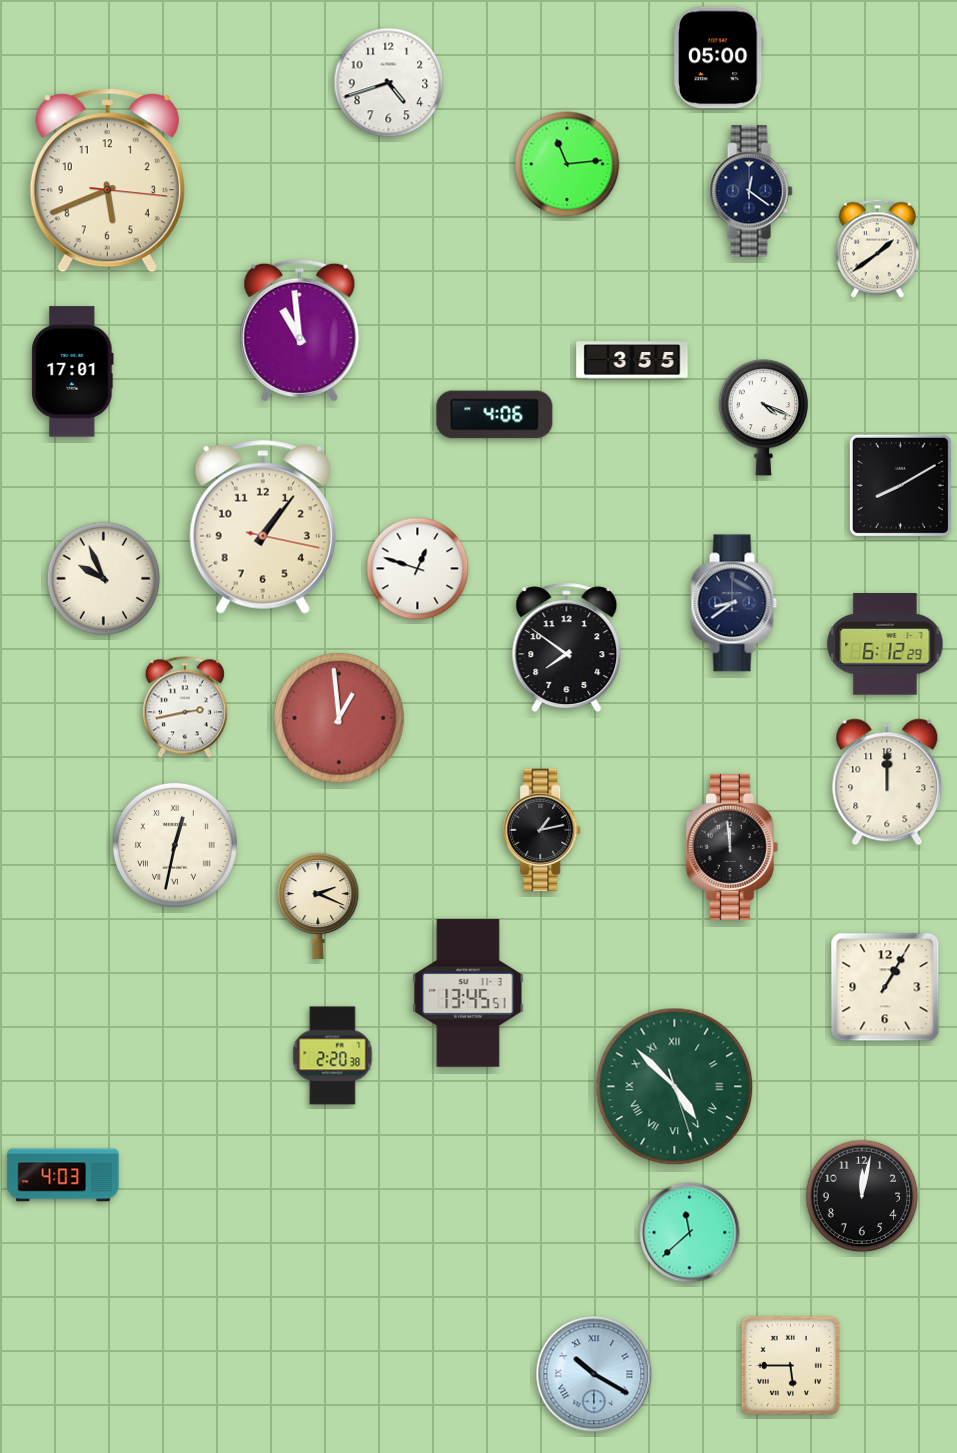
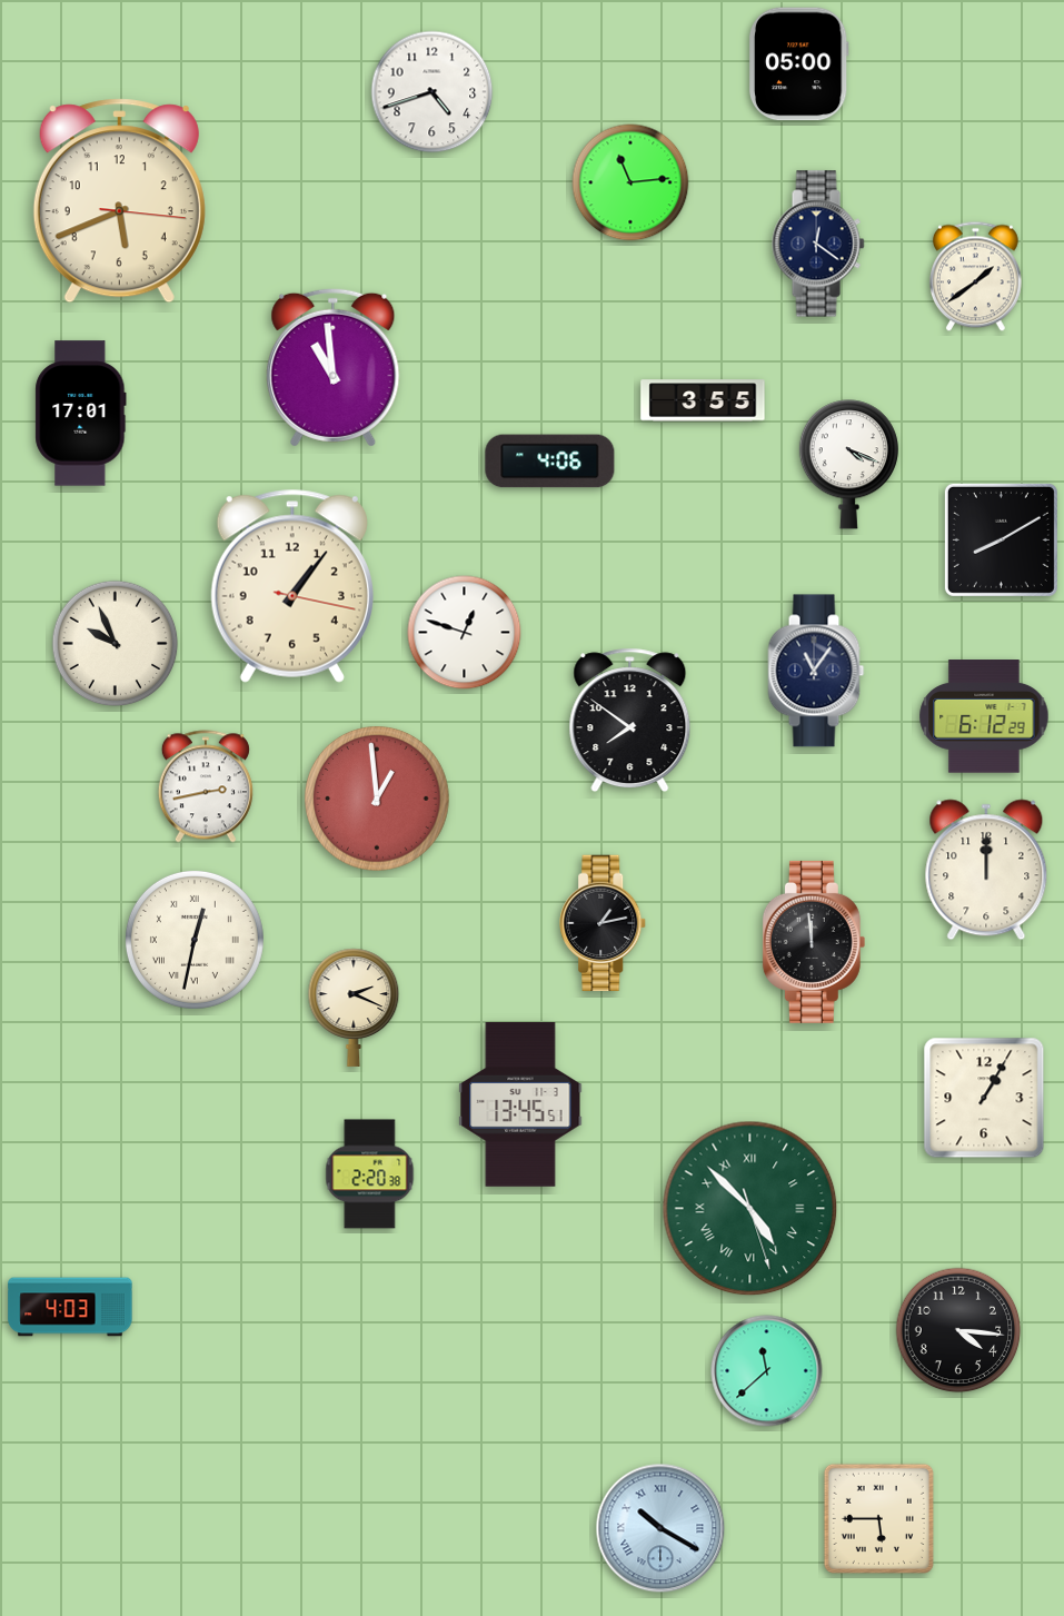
clock at (751, 191) position: (751, 191) -> (818, 244)
clock at (734, 603): 8:39 -> 11:06
clock at (862, 1196): 12:02 -> 4:16
